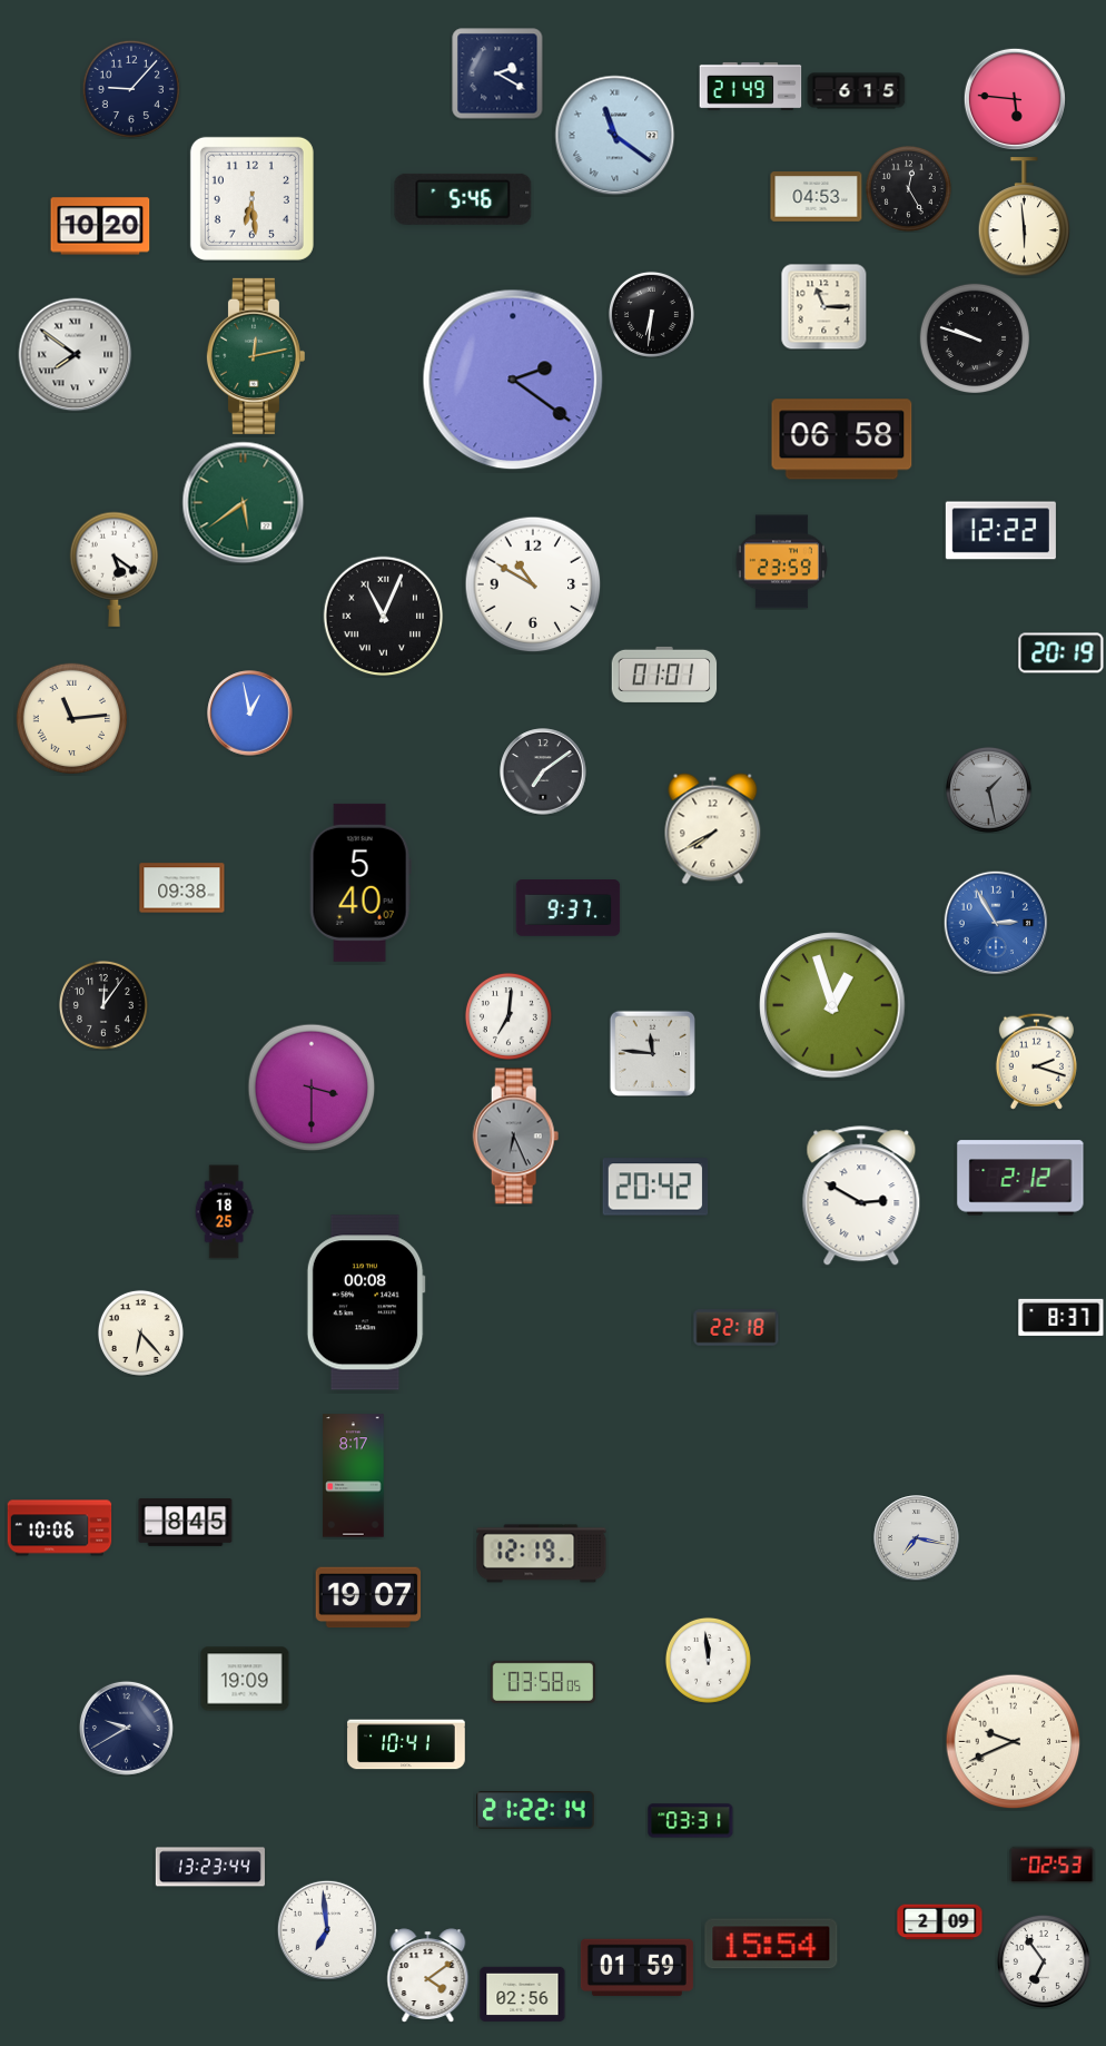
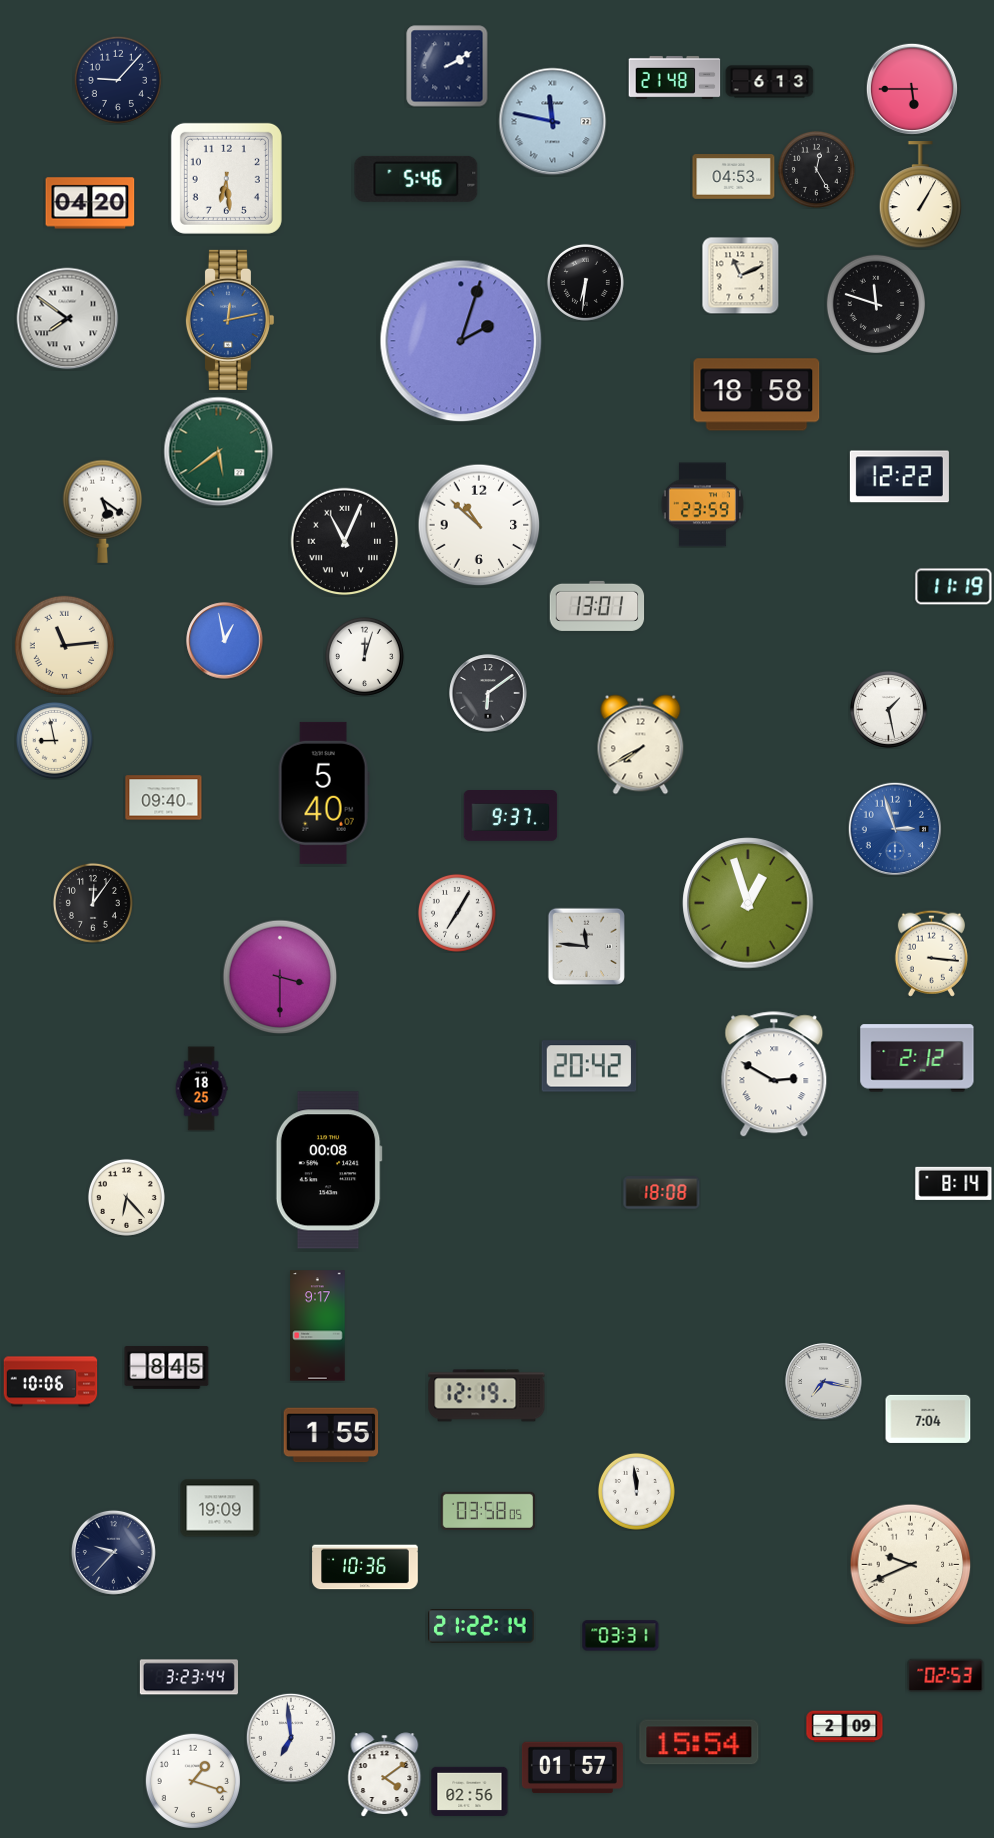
clock at (497, 73): 2:20 -> 2:10
clock at (751, 86): 21:49 -> 21:48
clock at (857, 91): 6:15 -> 6:13
clock at (1015, 99): 5:46 -> 5:45
clock at (615, 136): 11:21 -> 11:47
clock at (1024, 217): 5:59 -> 1:05
clock at (100, 226): 10:20 -> 04:20
clock at (823, 306): 11:15 -> 11:11
clock at (974, 337): 9:48 -> 11:48
clock at (255, 356) dial: green -> blue
clock at (513, 380): 2:21 -> 2:03
clock at (842, 440): 06:58 -> 18:58
clock at (533, 584): 10:50 -> 10:52
clock at (384, 617) position: (384, 617) -> (345, 542)
clock at (1061, 653): 20:19 -> 11:19
clock at (664, 675): 01:01 -> 13:01
clock at (364, 656): none -> 12:03
clock at (543, 771): 7:09 -> 6:09
clock at (988, 789) dial: grey -> white
clock at (54, 740): none -> 8:58
clock at (182, 888): 09:38 -> 09:40
clock at (995, 922): 2:55 -> 2:57
clock at (508, 1016): 7:01 -> 7:05
clock at (1036, 1061): 2:18 -> 3:16
clock at (516, 1137): 6:26 -> none
clock at (1061, 1317): 8:37 -> 8:14
clock at (737, 1328): 22:18 -> 18:08
clock at (354, 1476): 8:17 -> 9:17
clock at (60, 1528) position: (60, 1528) -> (51, 1382)
clock at (928, 1419): none -> 7:04
clock at (368, 1597): 19:07 -> 1:55
clock at (126, 1728): 9:40 -> 9:37
clock at (406, 1744): 10:41 -> 10:36
clock at (210, 1867): 13:23 -> 3:23
clock at (327, 1930) position: (327, 1930) -> (291, 1738)
clock at (771, 1944) position: (771, 1944) -> (699, 1742)
clock at (1044, 1961): 6:54 -> none
clock at (636, 1968): 01:59 -> 01:57
clock at (193, 1781): none -> 1:18
